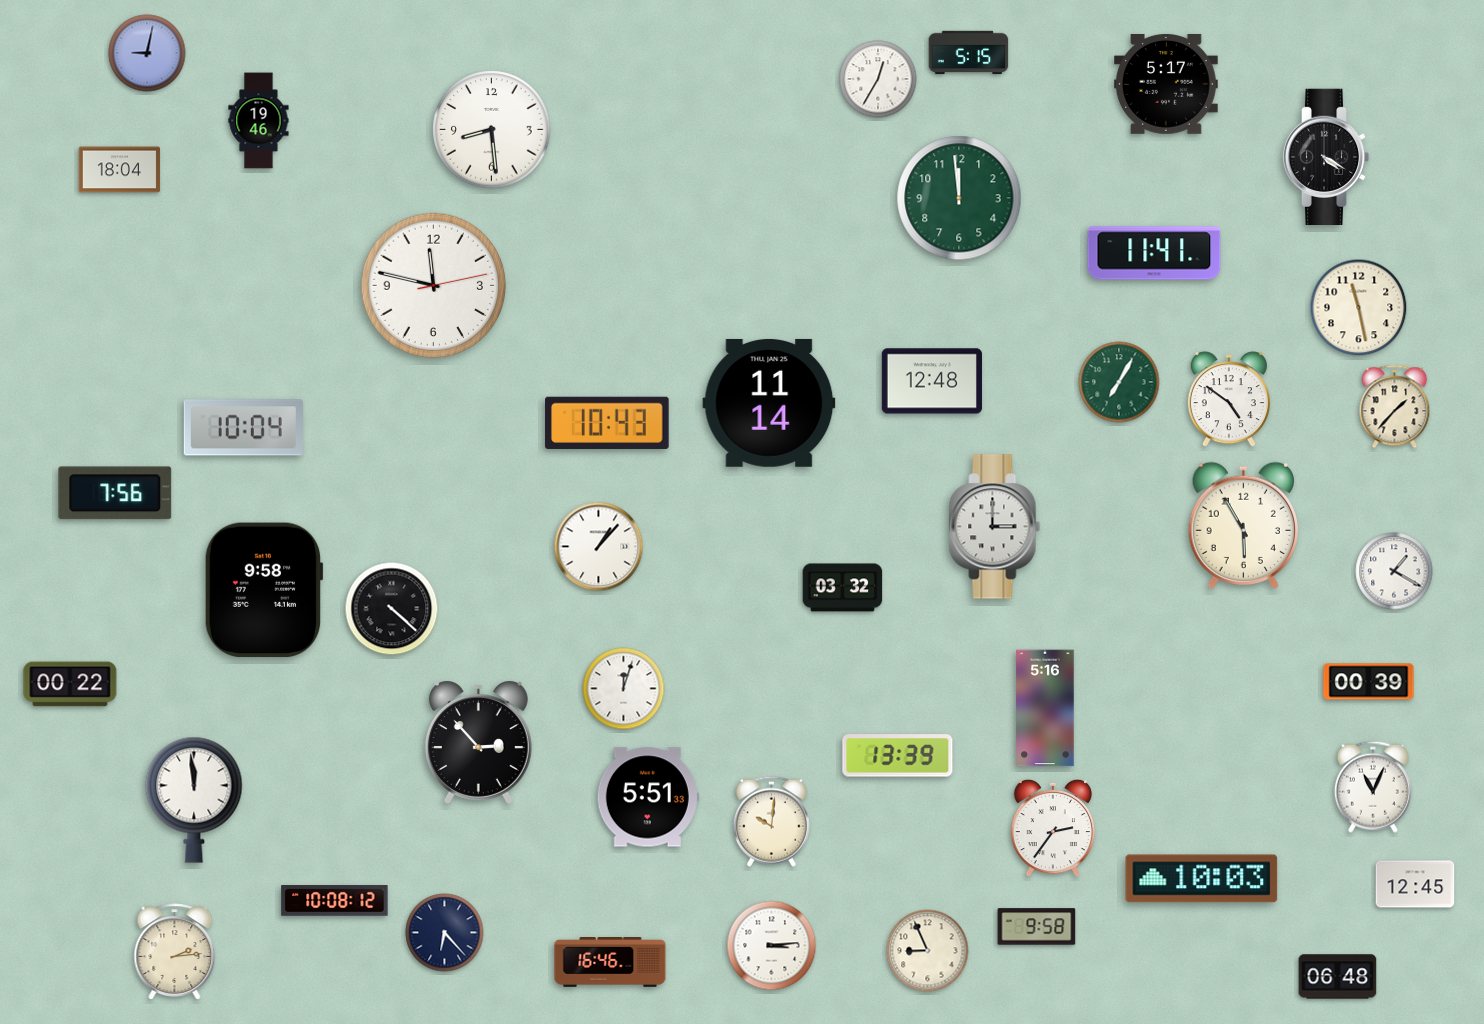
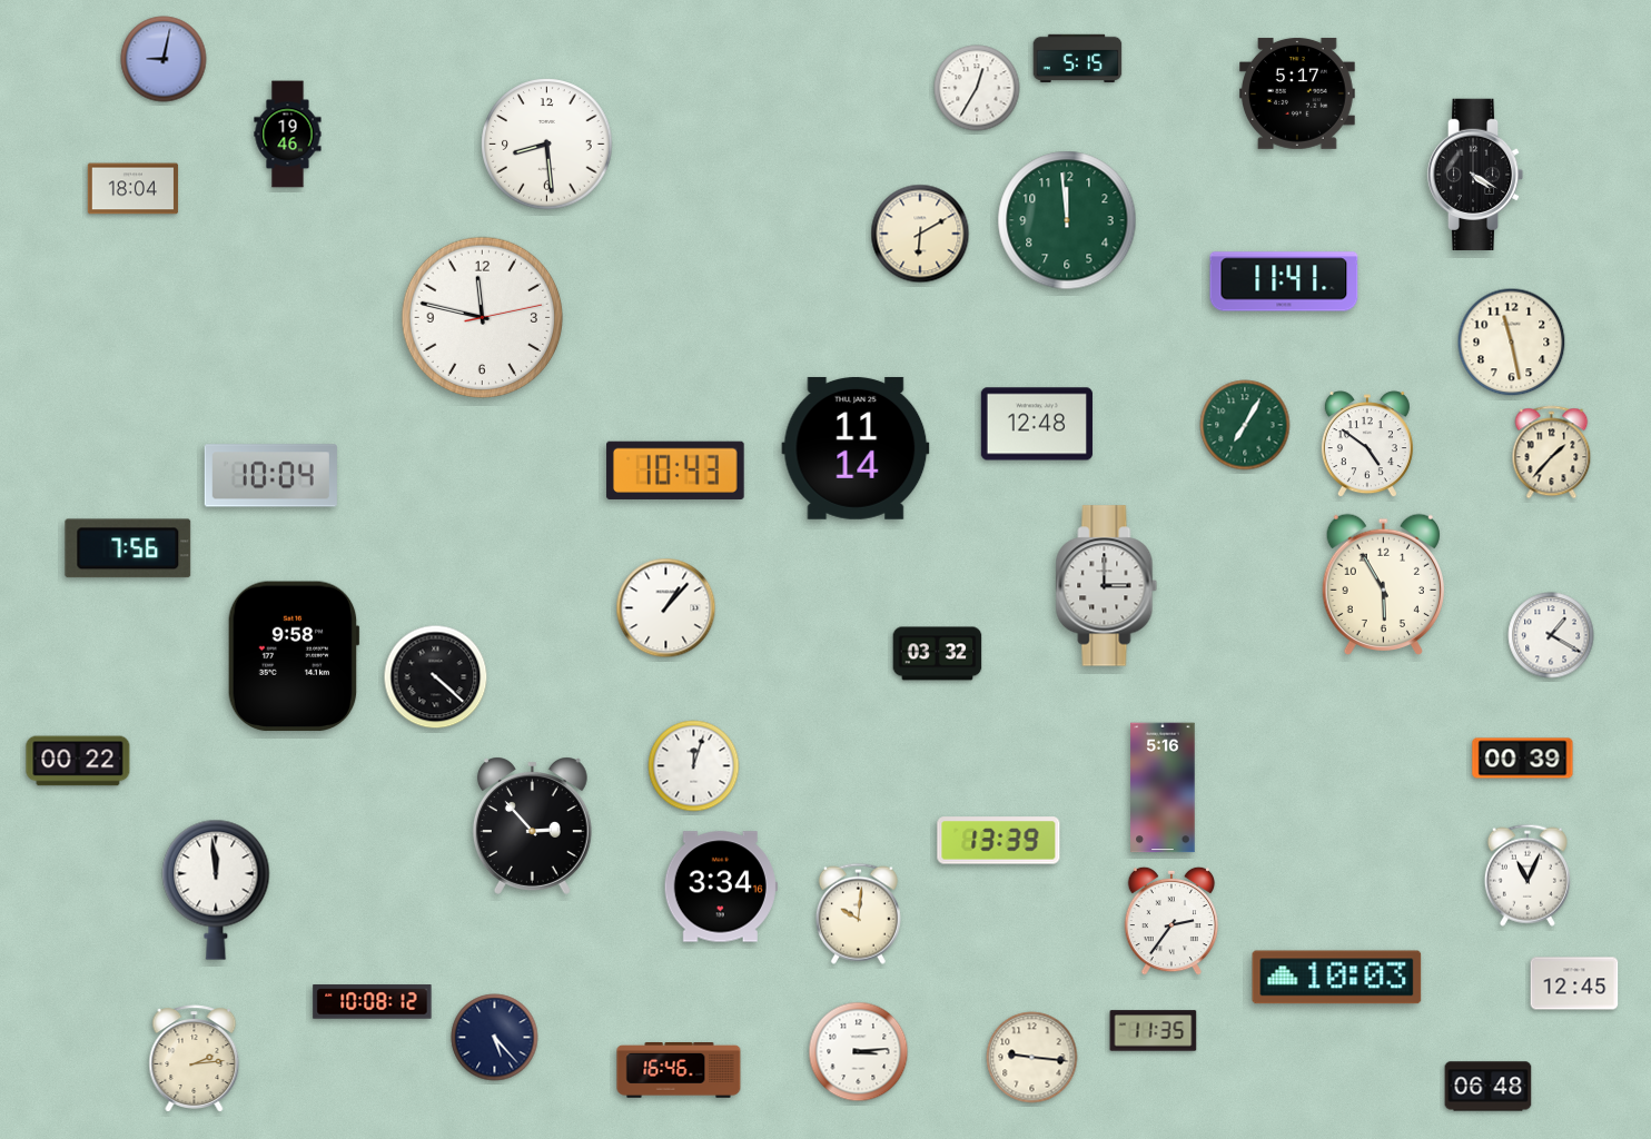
clock at (920, 234): none -> 6:10
clock at (648, 797): 5:51 -> 3:34
clock at (1037, 927): 9:58 -> 11:35
clock at (445, 933): 6:23 -> 5:23
clock at (928, 951): 8:56 -> 9:16
